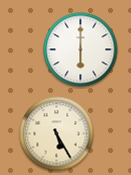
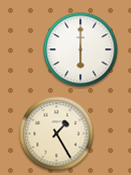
clock at (57, 134): 5:25 -> 1:25
